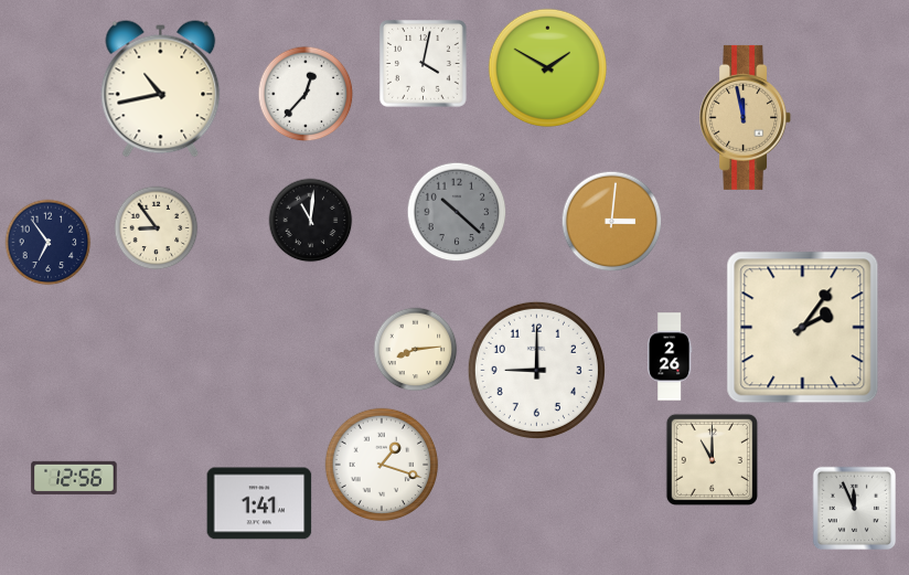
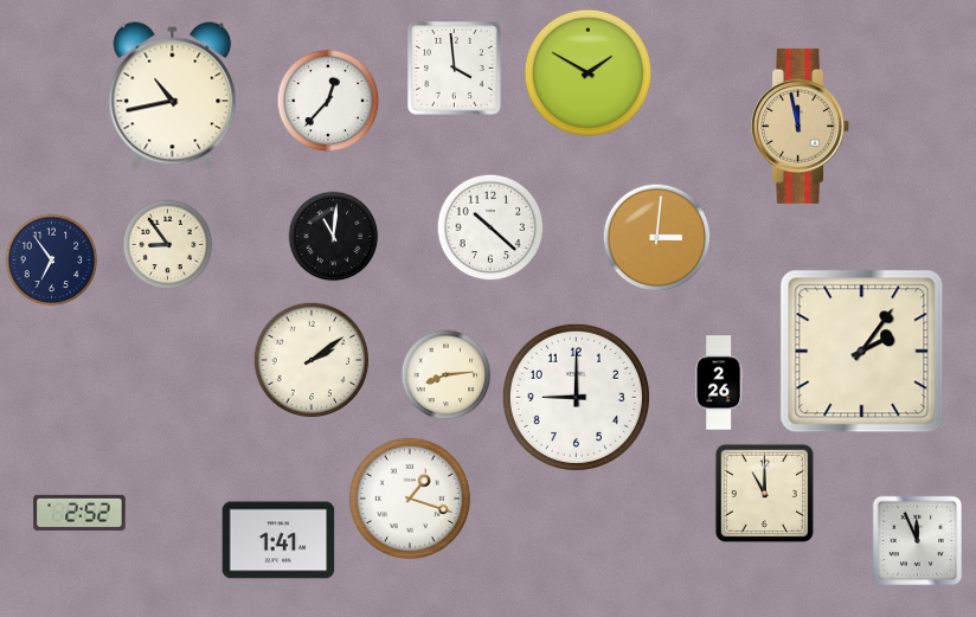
clock at (424, 64): 4:02 -> 3:59
clock at (457, 212) dial: grey -> white
clock at (312, 360): none -> 2:09
clock at (74, 478): 12:56 -> 2:52
clock at (855, 509) position: (855, 509) -> (918, 541)
